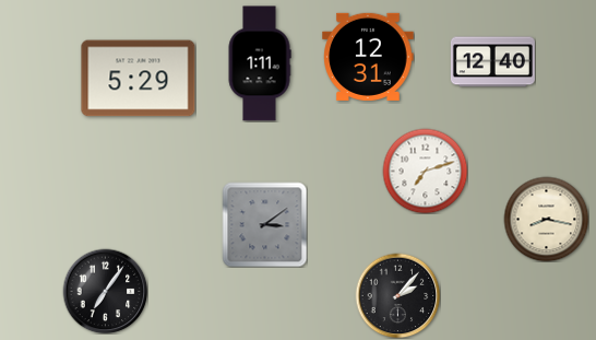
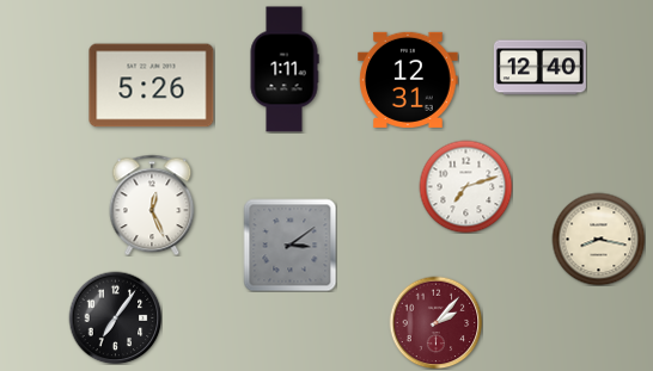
clock at (368, 57) position: (368, 57) -> (408, 80)
clock at (139, 79): 5:29 -> 5:26
clock at (152, 205): none -> 12:26
clock at (397, 295) dial: black -> burgundy
